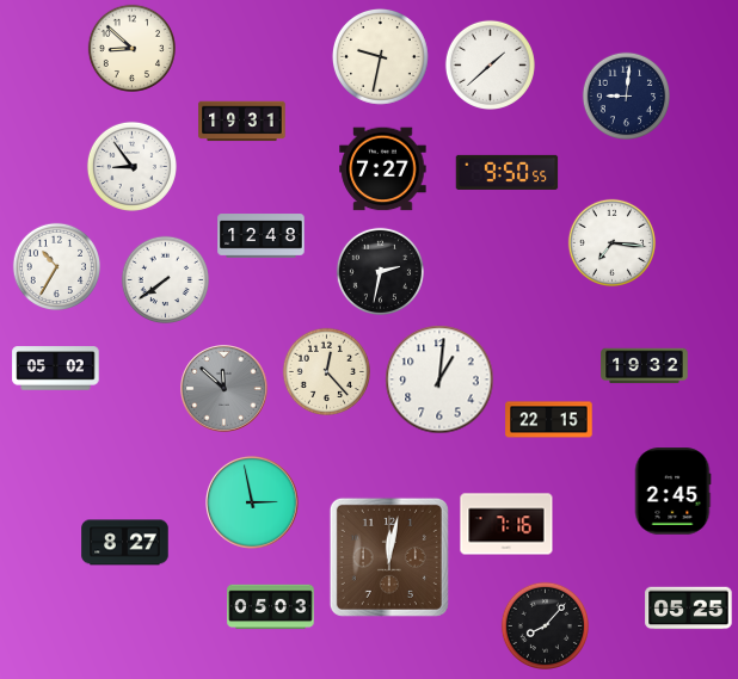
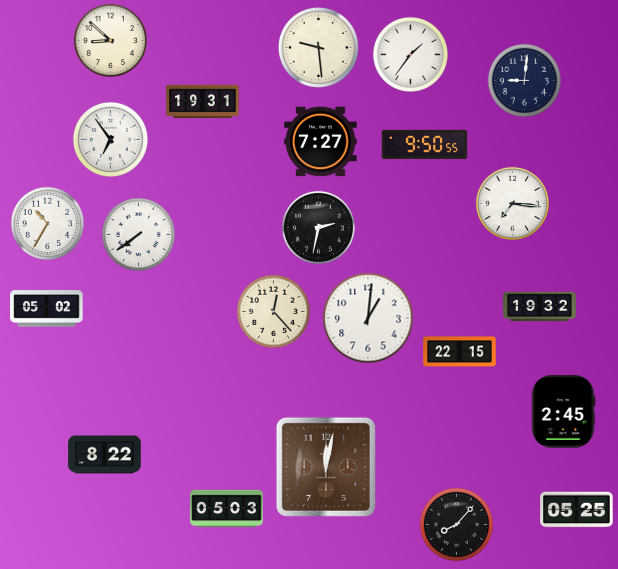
clock at (380, 56): 9:32 -> 9:29
clock at (490, 64): 1:38 -> 1:36
clock at (131, 166): 8:54 -> 6:54
clock at (262, 236): 12:48 -> none
clock at (225, 389): 11:52 -> none
clock at (252, 502): 2:58 -> none
clock at (506, 524): 7:16 -> none
clock at (125, 543): 8:27 -> 8:22
